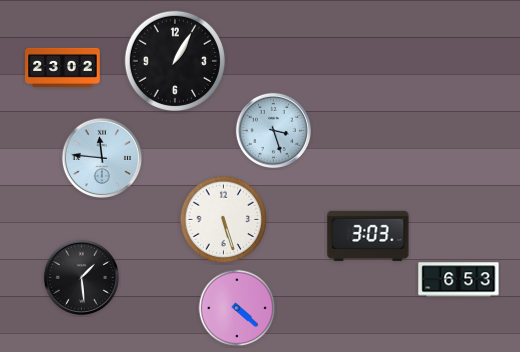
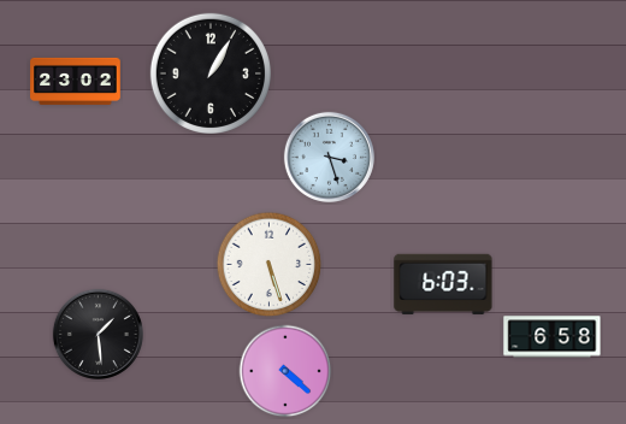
clock at (101, 157): 11:46 -> none
clock at (368, 236): 3:03 -> 6:03
clock at (459, 280): 6:53 -> 6:58
